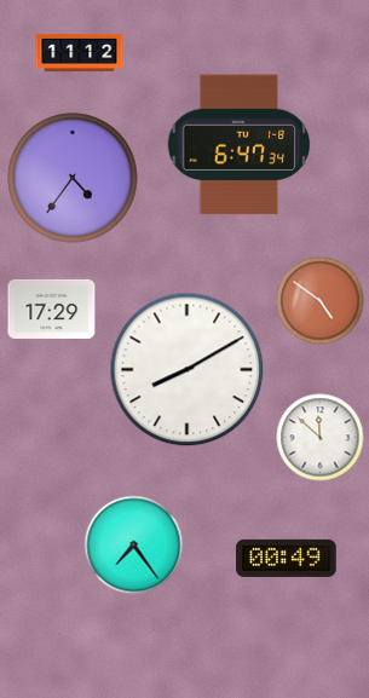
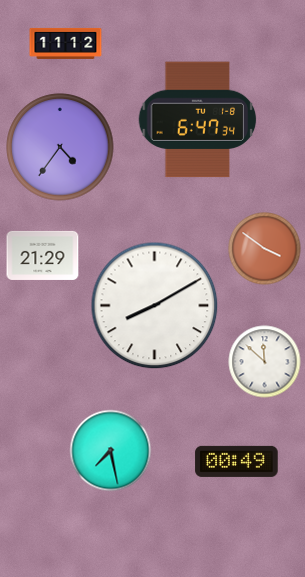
clock at (321, 301): 4:51 -> 3:51
clock at (52, 308): 17:29 -> 21:29
clock at (134, 546): 7:24 -> 7:28
